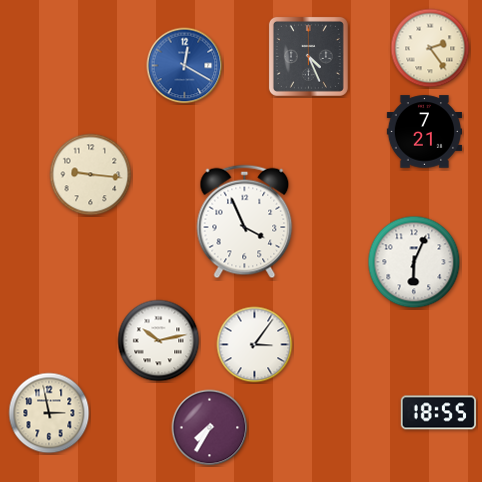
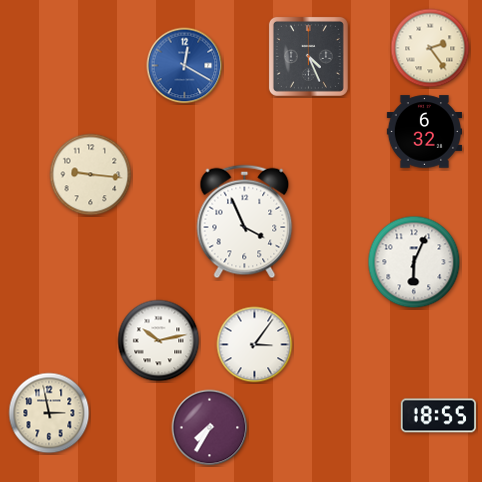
clock at (424, 132): 7:21 -> 6:32
clock at (438, 413) position: (438, 413) -> (438, 416)
